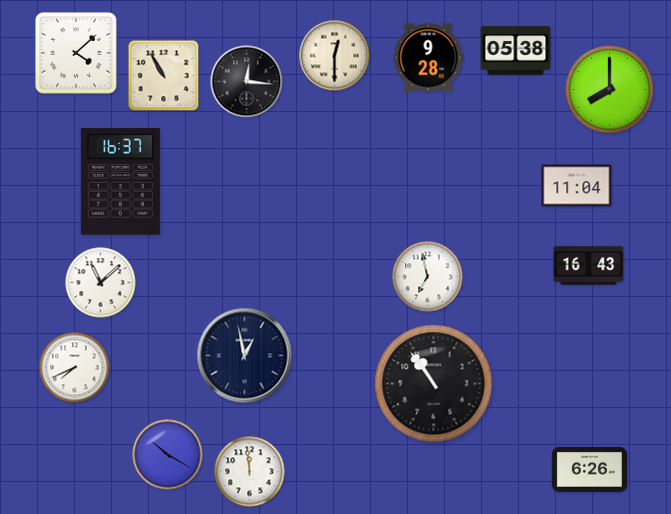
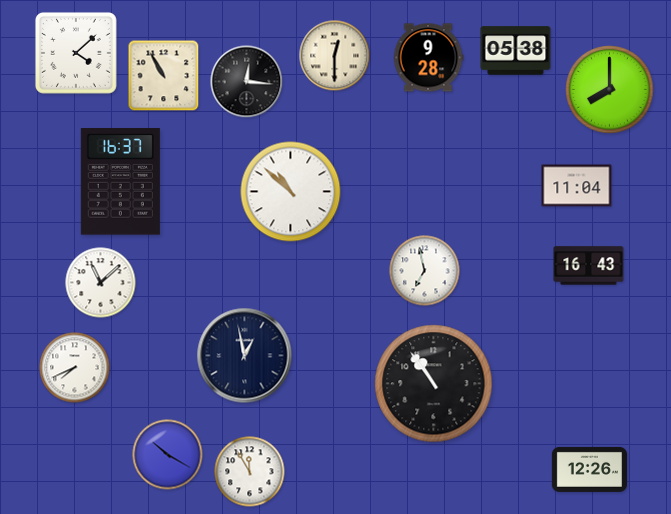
clock at (291, 192): none -> 10:52
clock at (428, 277) position: (428, 277) -> (425, 271)
clock at (589, 469): 6:26 -> 12:26
clock at (250, 472): 11:59 -> 11:55
